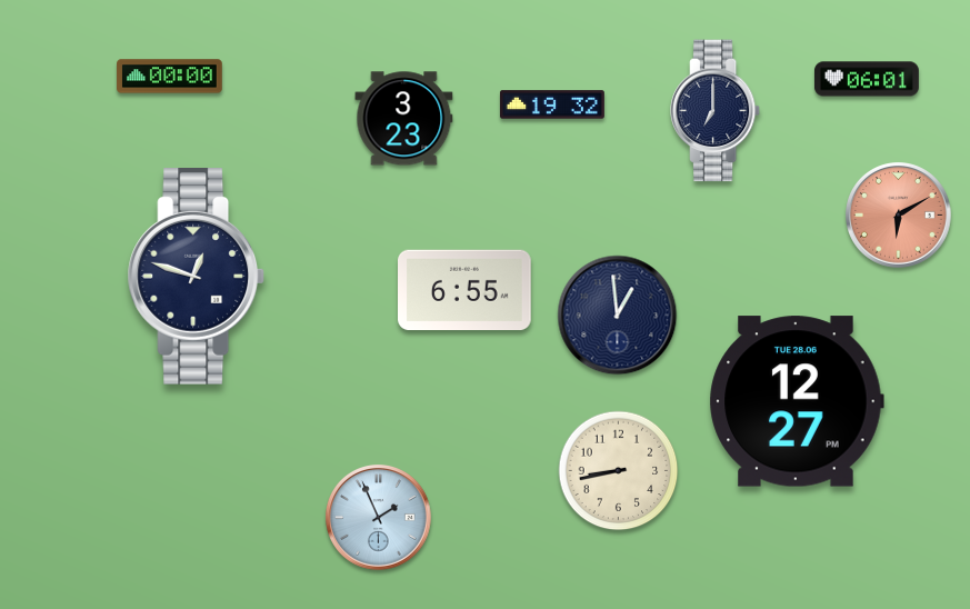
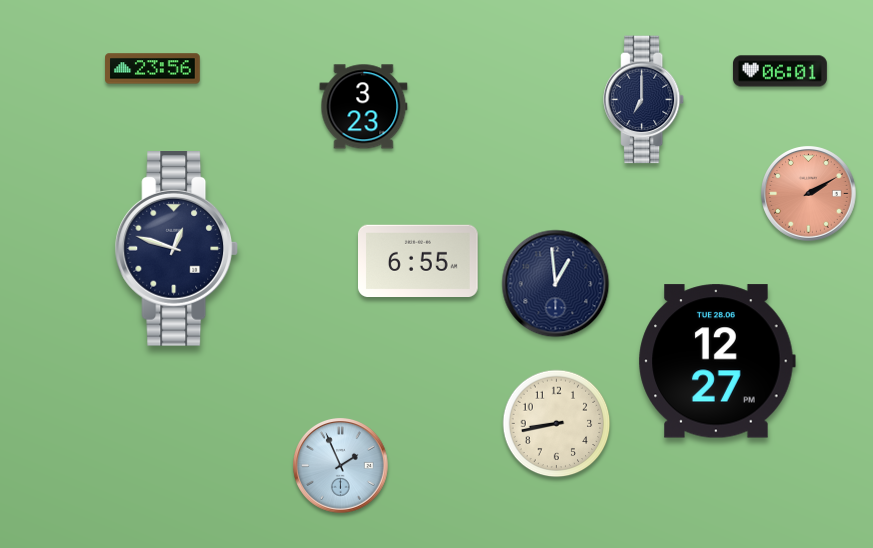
clock at (170, 77): 00:00 -> 23:56
clock at (552, 104): 19:32 -> none
clock at (899, 216): 6:10 -> 2:10
